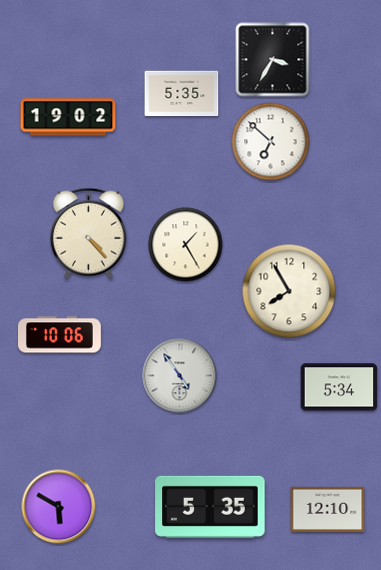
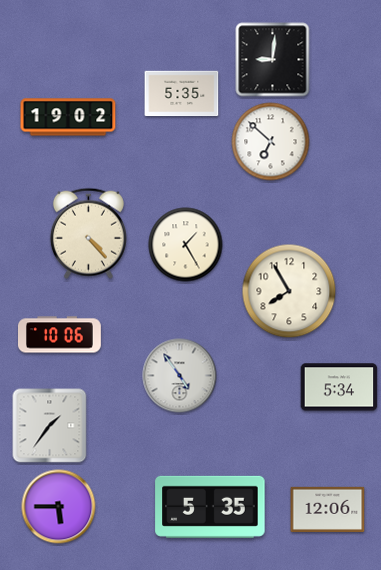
clock at (273, 60): 3:35 -> 9:01
clock at (50, 426): none -> 1:36
clock at (59, 507): 5:50 -> 5:45
clock at (328, 509): 12:10 -> 12:06
